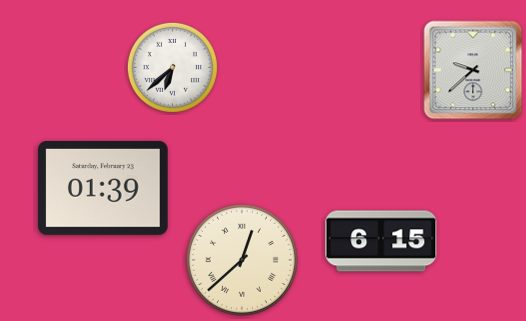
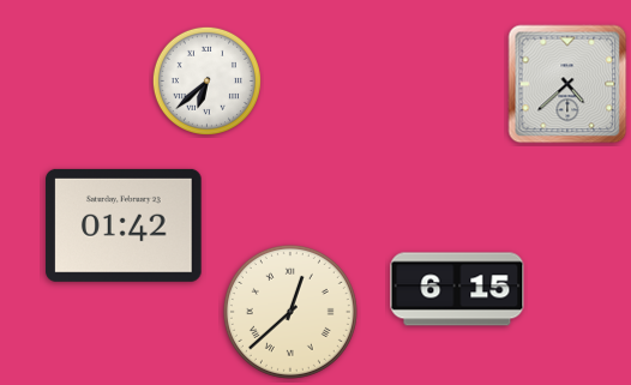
clock at (473, 70): 9:38 -> 4:38
clock at (103, 188): 01:39 -> 01:42
